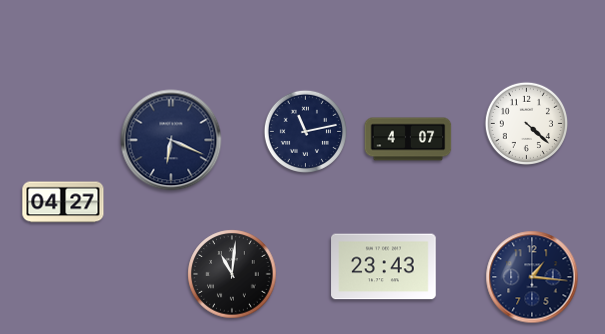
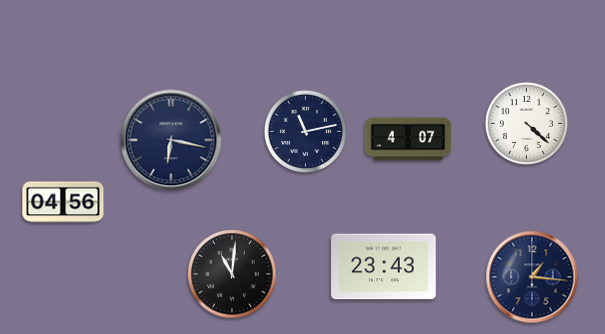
clock at (171, 140): 6:19 -> 6:17
clock at (63, 202): 04:27 -> 04:56
